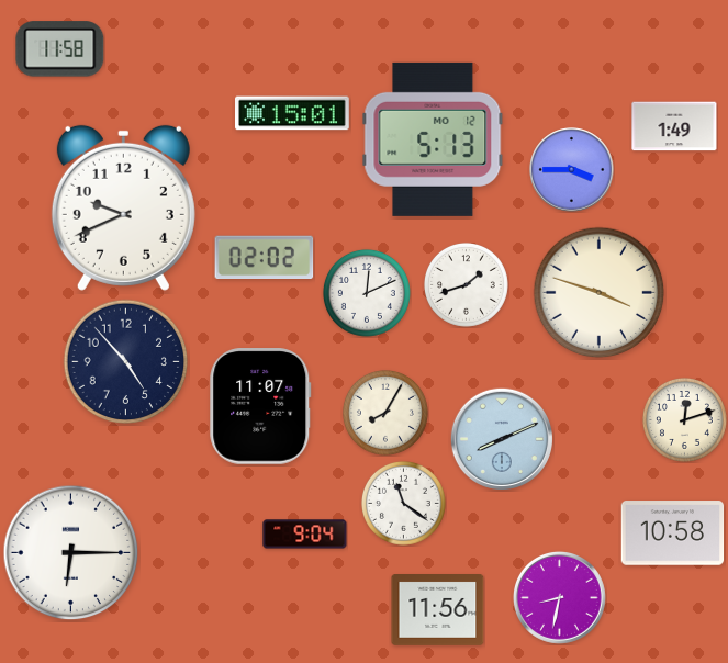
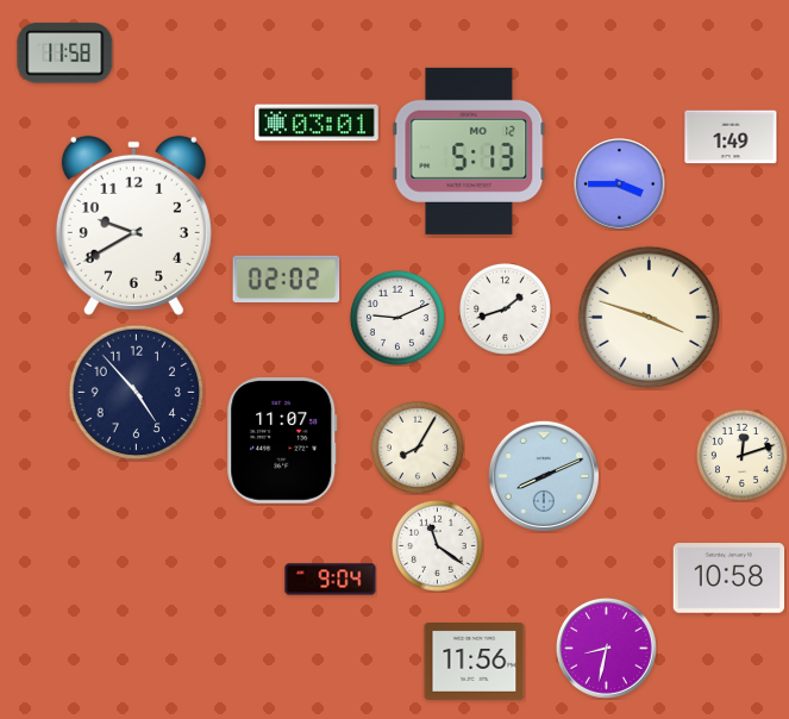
clock at (293, 113): 15:01 -> 03:01
clock at (123, 207): 9:41 -> 9:40
clock at (367, 293): 12:11 -> 9:11
clock at (71, 553): 6:15 -> none
